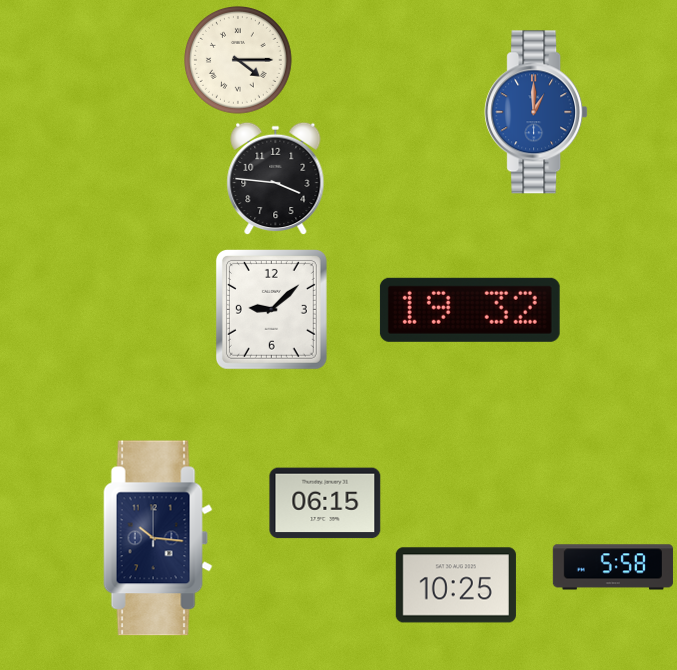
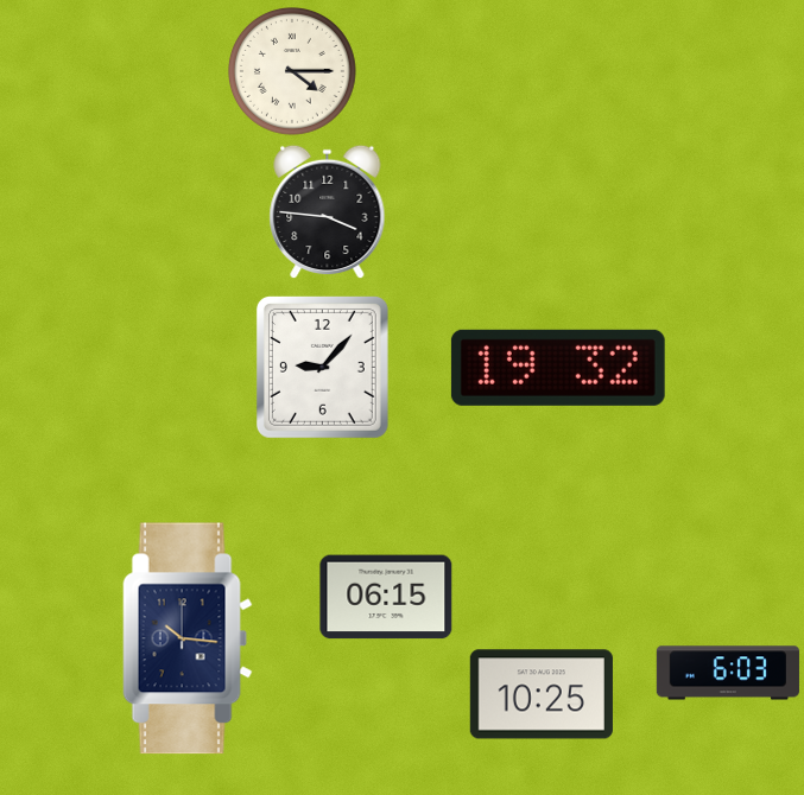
clock at (239, 61) position: (239, 61) -> (293, 72)
clock at (536, 112): 1:00 -> none
clock at (271, 309): 9:08 -> 9:07
clock at (613, 567): 5:58 -> 6:03
